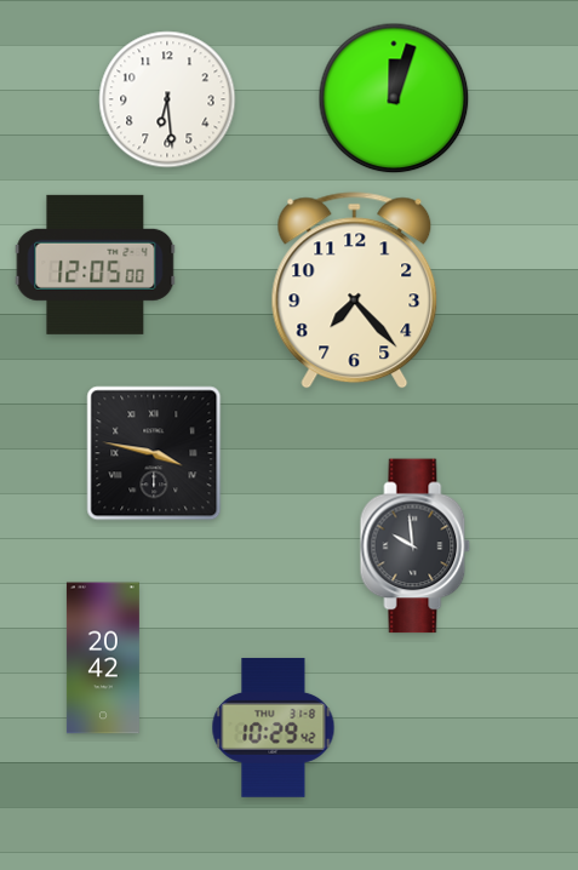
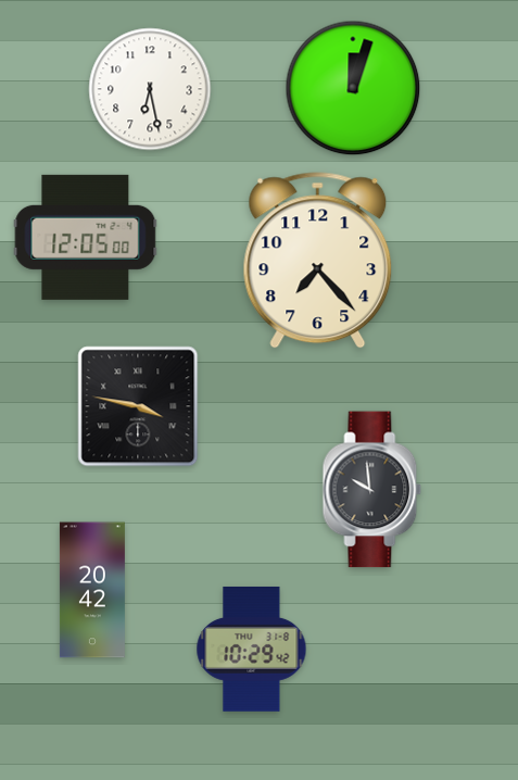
clock at (167, 99): 6:29 -> 6:28
clock at (274, 727) position: (274, 727) -> (252, 649)
